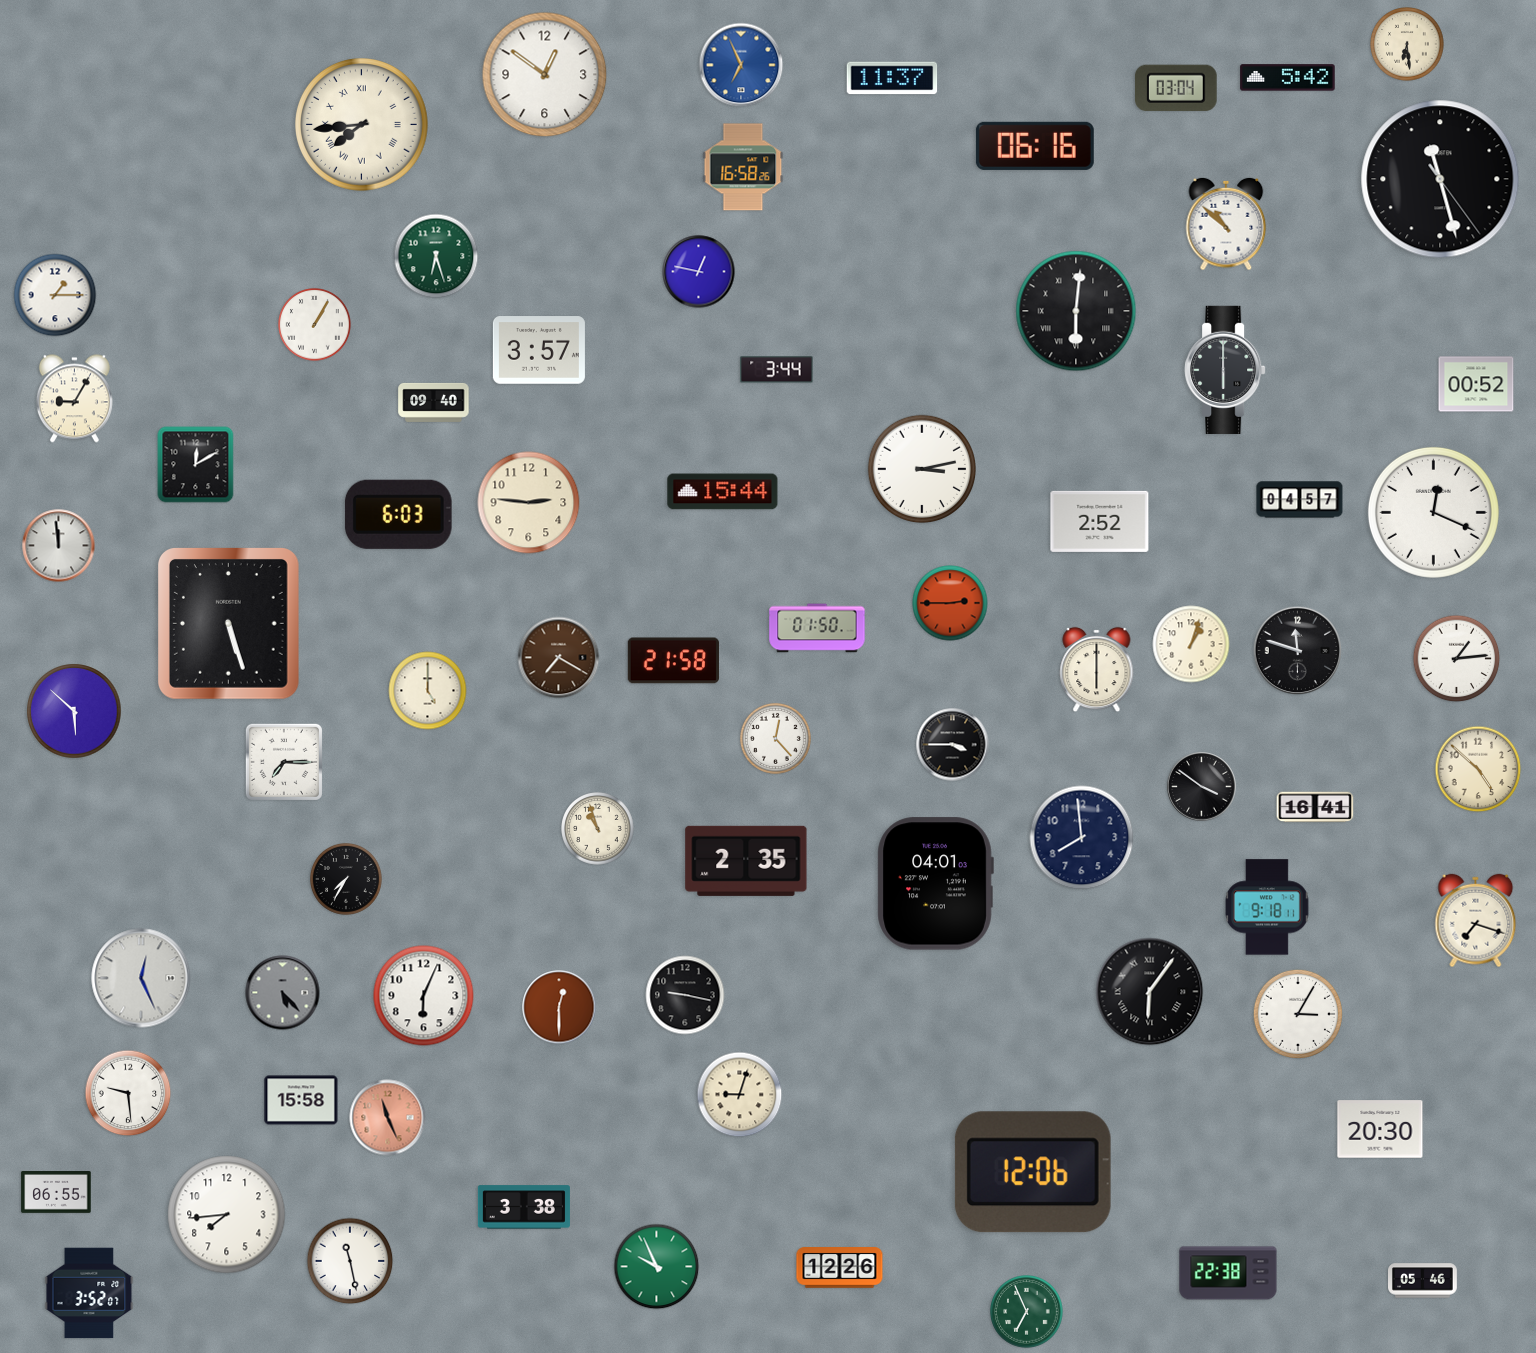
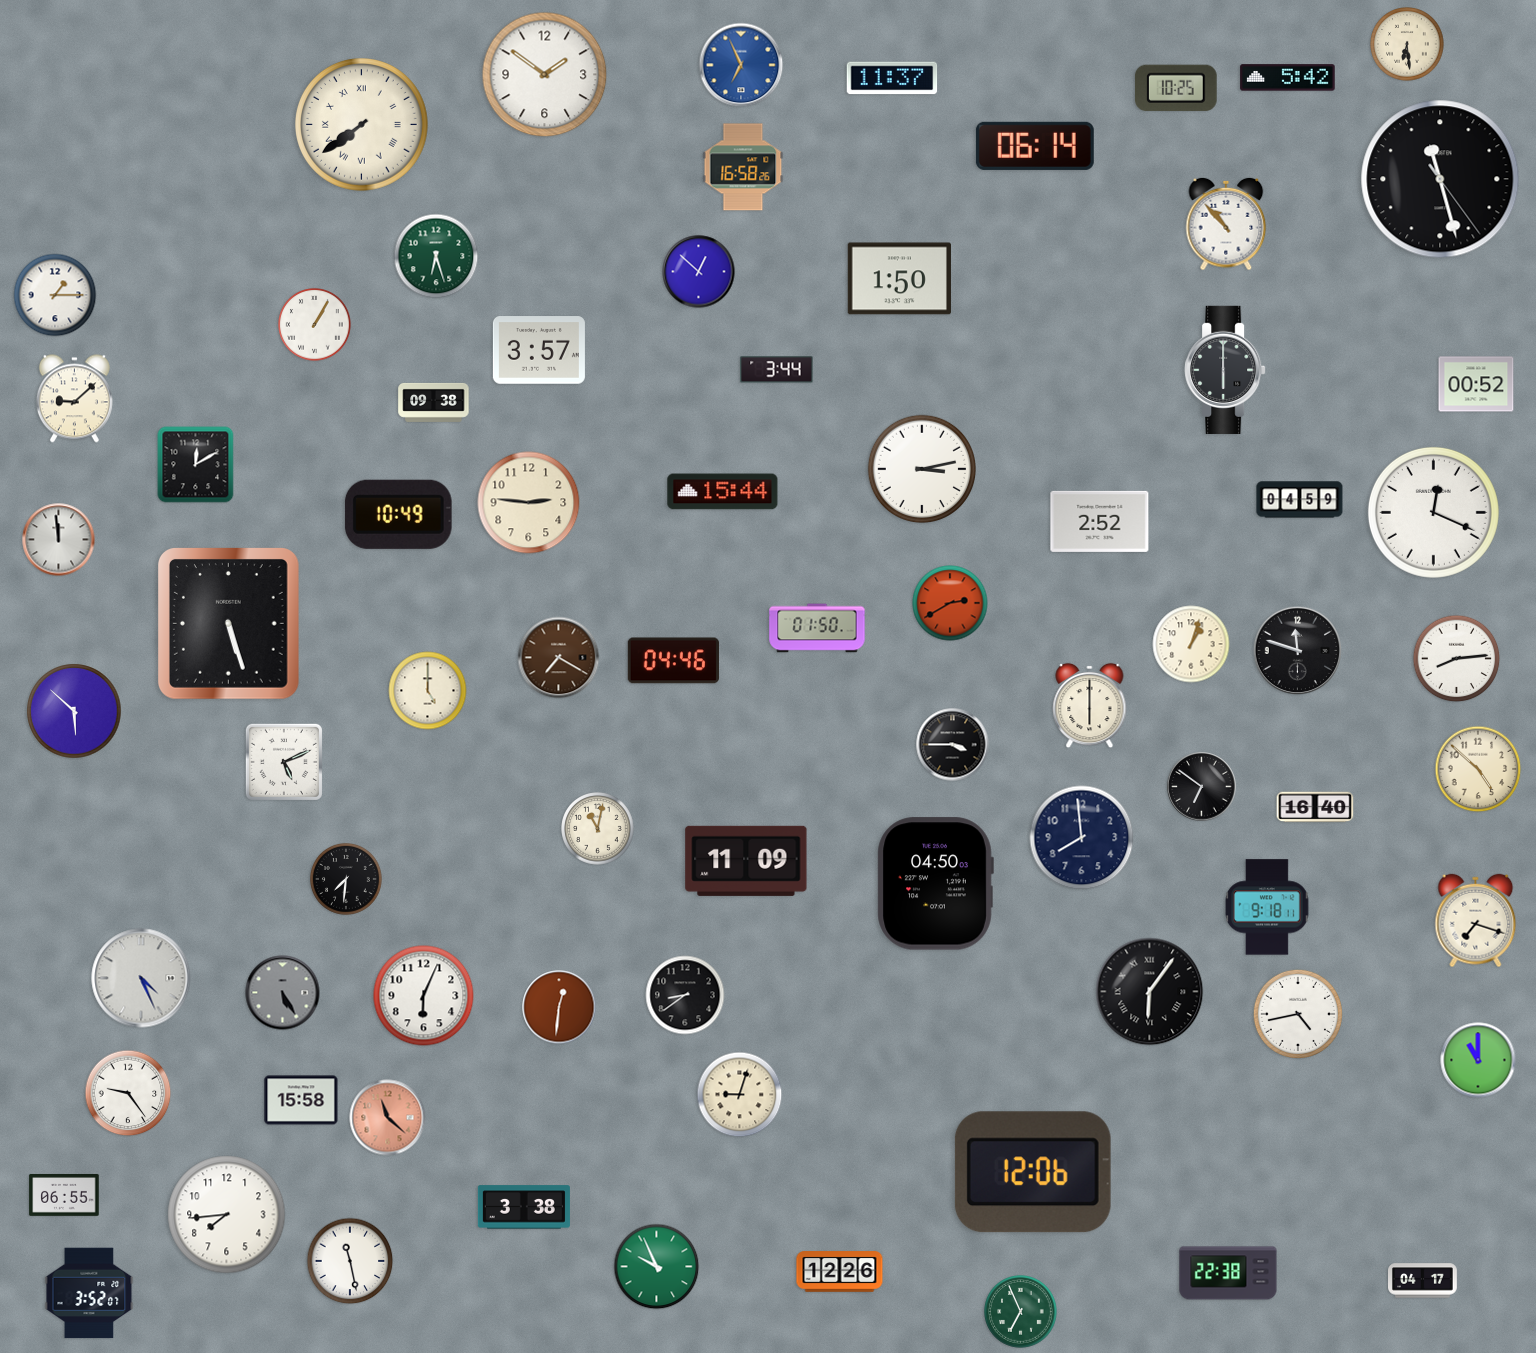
clock at (545, 75): 12:51 -> 1:51
clock at (1176, 87): 03:04 -> 10:25
clock at (362, 125): 7:44 -> 7:39
clock at (1035, 146): 06:16 -> 06:14
clock at (1226, 224): 10:52 -> 10:53
clock at (699, 272): 12:47 -> 12:52
clock at (899, 279): none -> 1:50
clock at (1076, 311): 6:01 -> none
clock at (74, 399): 9:05 -> 9:08
clock at (434, 402): 09:40 -> 09:38
clock at (1300, 500): 04:57 -> 04:59
clock at (398, 514): 6:03 -> 10:49
clock at (59, 546) position: (59, 546) -> (59, 540)
clock at (950, 603): 2:45 -> 2:40
clock at (1457, 659): 1:14 -> 8:14
clock at (673, 661): 21:58 -> 04:46
clock at (1097, 670) position: (1097, 670) -> (1090, 706)
clock at (775, 738): 12:23 -> none
clock at (284, 762): 7:15 -> 5:11
clock at (1202, 787): 3:51 -> 6:51
clock at (1315, 807): 16:41 -> 16:40
clock at (598, 829): 10:57 -> 11:02
clock at (746, 861): 2:35 -> 11:09
clock at (347, 880): 7:35 -> 7:31
clock at (935, 884): 04:01 -> 04:50
clock at (141, 978): 12:26 -> 4:26
clock at (283, 993): 5:23 -> 5:25
clock at (685, 995): 9:17 -> 8:39
clock at (559, 1007): 12:30 -> 12:31
clock at (1298, 1014): 3:05 -> 4:43
clock at (1478, 1060): none -> 11:00
clock at (128, 1093): 9:29 -> 9:24
clock at (388, 1118): 11:26 -> 11:22
clock at (1380, 1129): 20:30 -> none
clock at (56, 1193) position: (56, 1193) -> (64, 1196)
clock at (840, 1268) position: (840, 1268) -> (840, 1272)
clock at (1423, 1281): 05:46 -> 04:17
clock at (1027, 1312) position: (1027, 1312) -> (1021, 1312)
